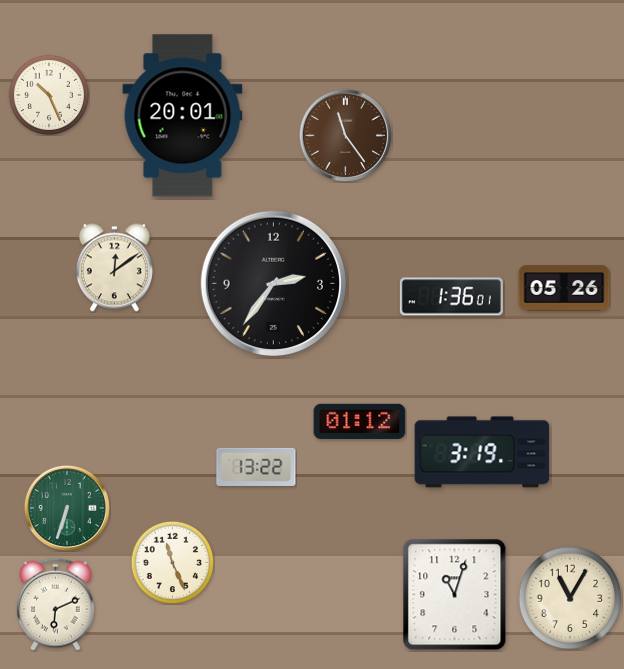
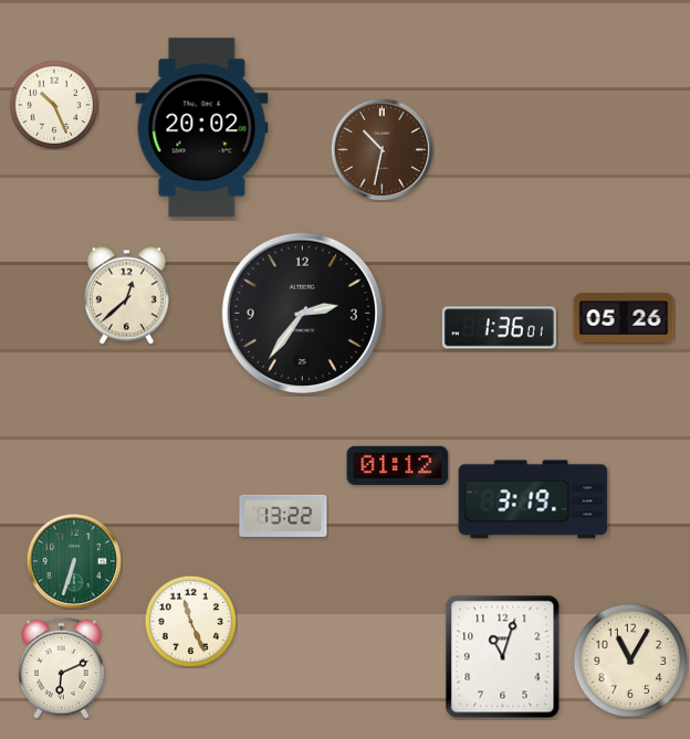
clock at (183, 116): 20:01 -> 20:02
clock at (345, 135): 11:24 -> 10:32
clock at (114, 268): 12:09 -> 12:38
